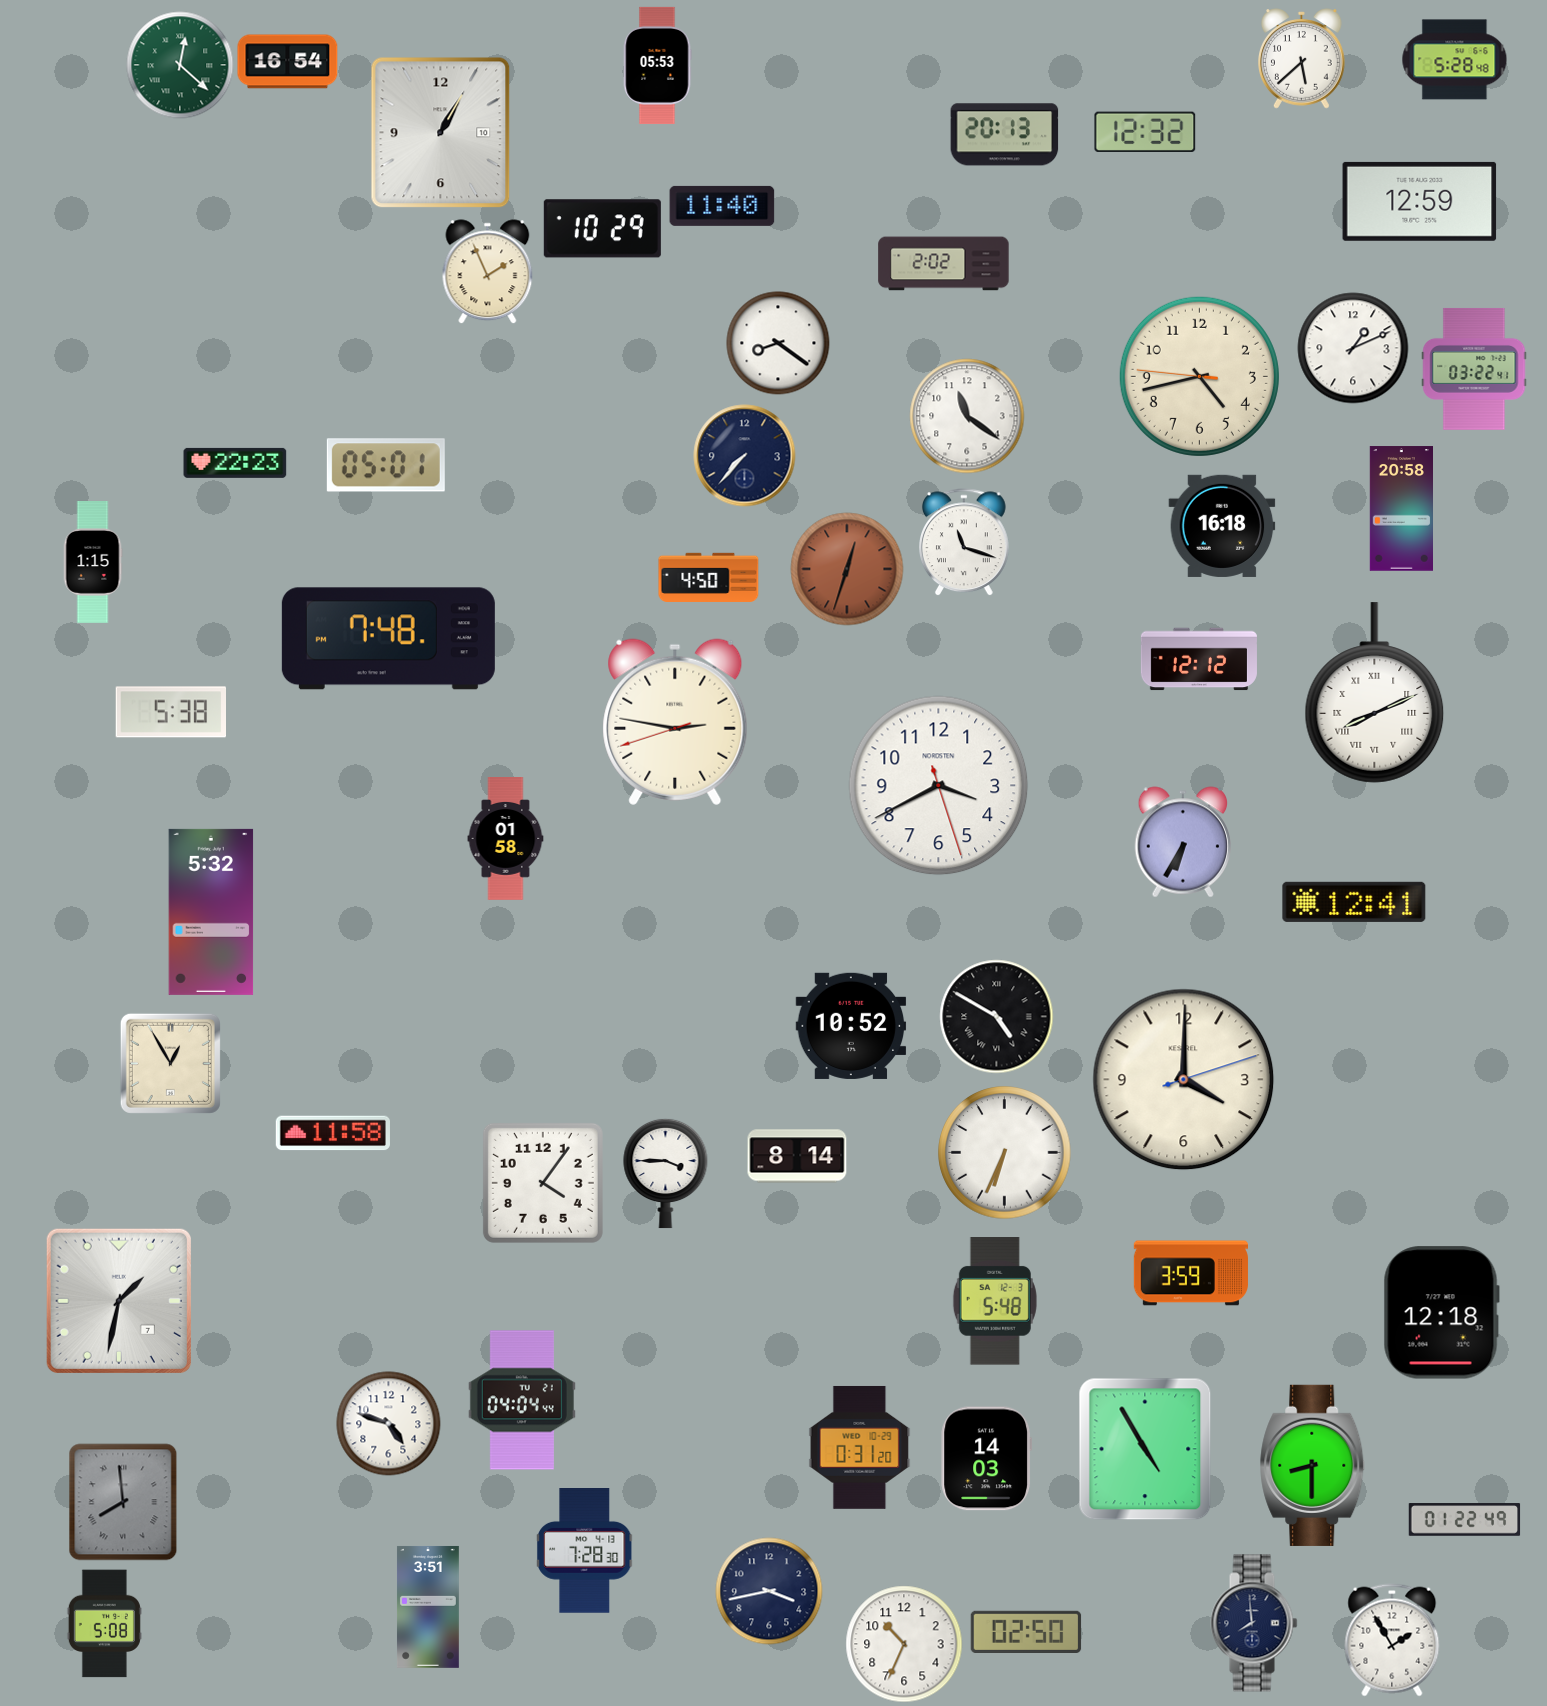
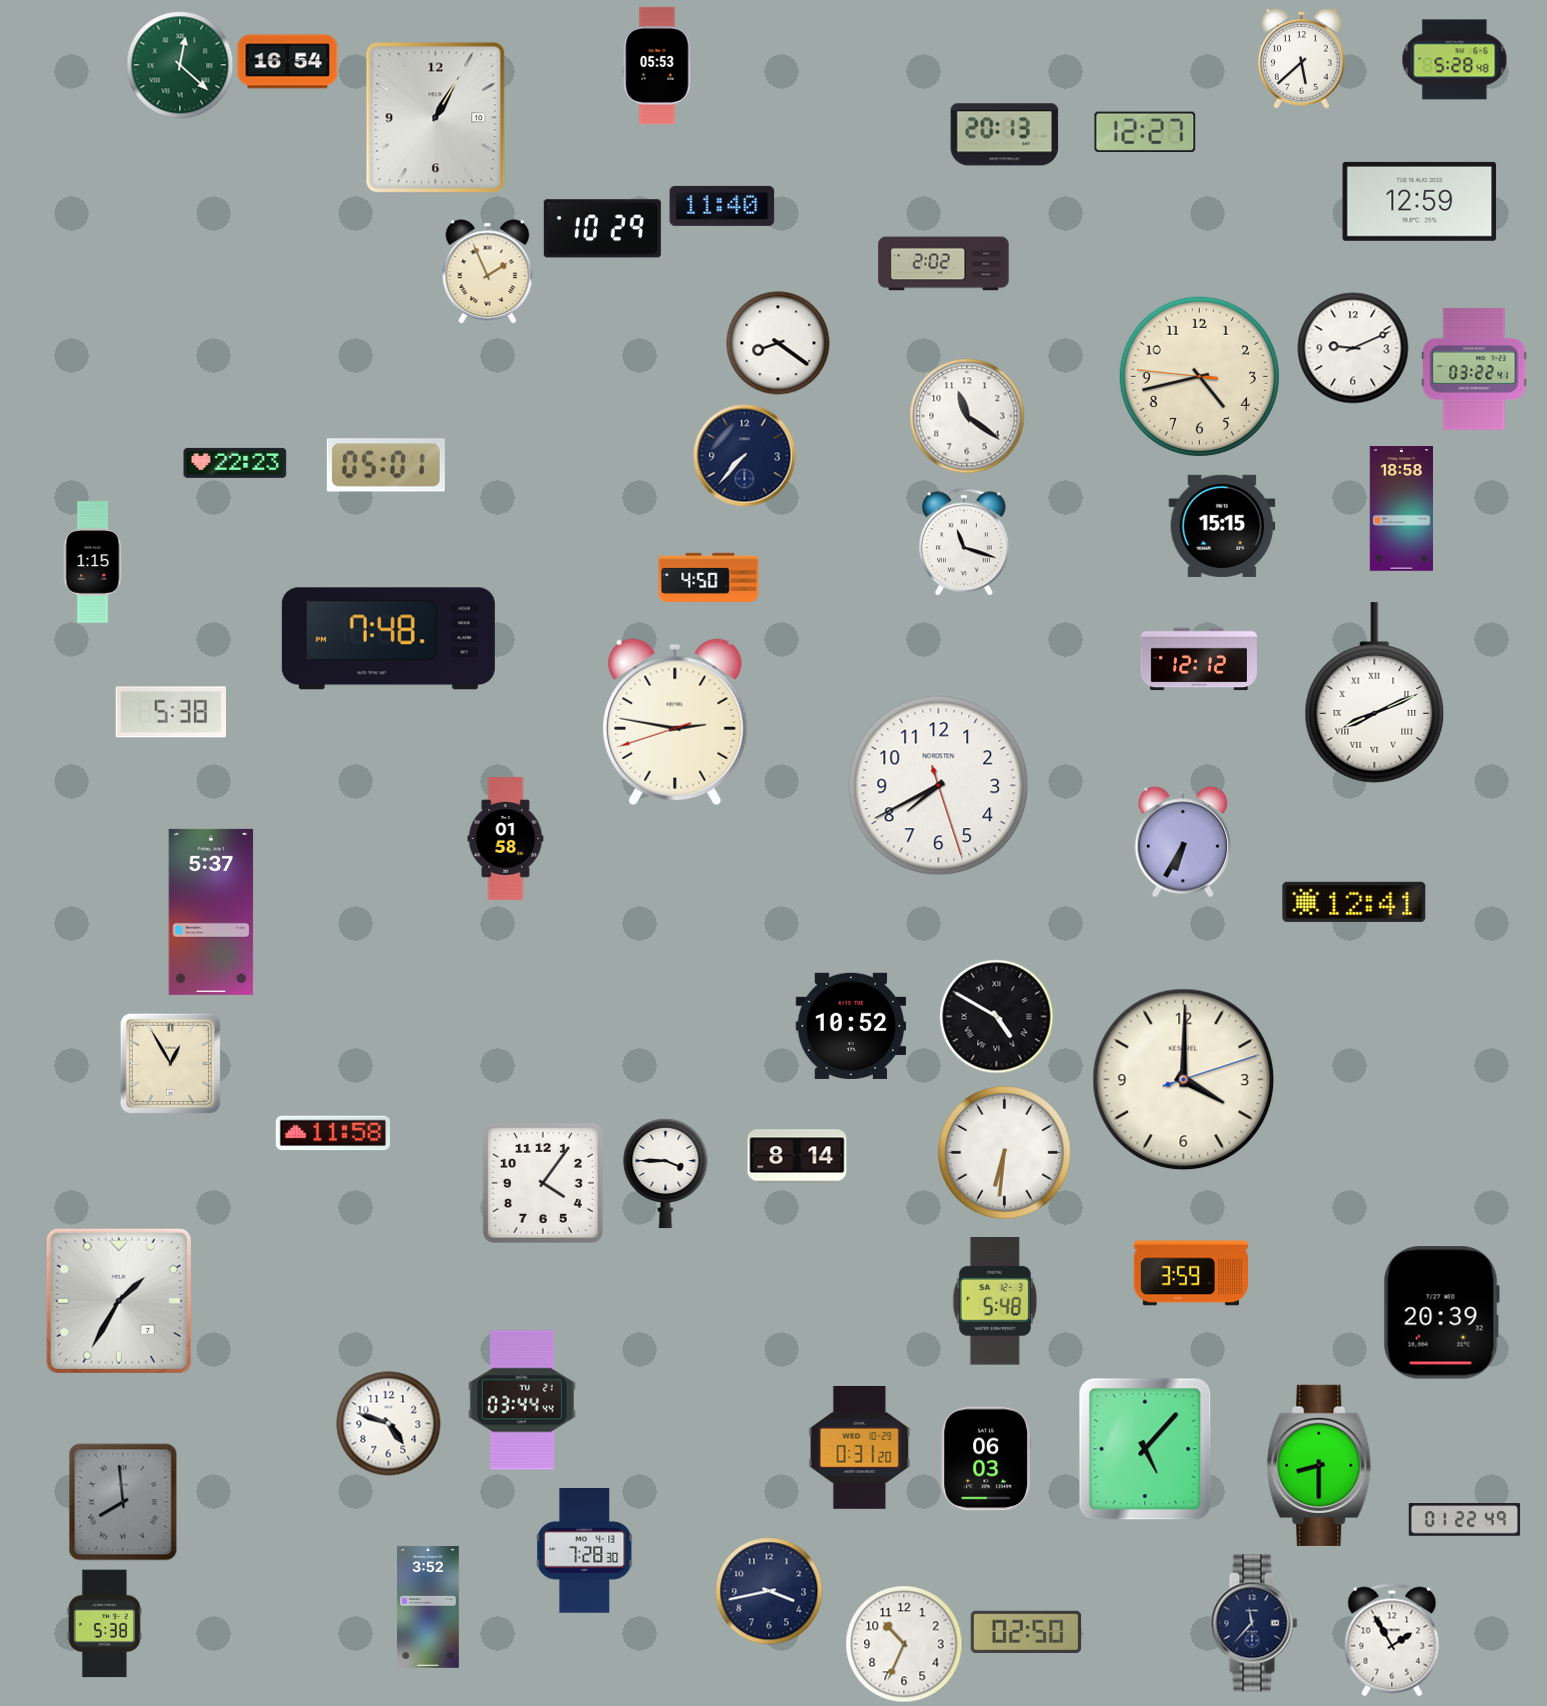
clock at (1145, 132): 12:32 -> 12:27
clock at (441, 133) position: (441, 133) -> (436, 118)
clock at (1353, 348): 1:11 -> 9:11
clock at (1401, 509): 20:58 -> 18:58
clock at (1222, 526): 16:18 -> 15:15
clock at (847, 569): 12:33 -> none
clock at (939, 786): 3:40 -> 7:40
clock at (211, 912): 5:32 -> 5:37
clock at (1005, 1153): 6:34 -> 6:31
clock at (119, 1301): 1:32 -> 1:35
clock at (1441, 1313): 12:18 -> 20:39
clock at (522, 1400): 04:04 -> 03:44
clock at (1145, 1449): 4:55 -> 5:07
clock at (987, 1459): 14:03 -> 06:03
clock at (1313, 1465) position: (1313, 1465) -> (1320, 1465)
clock at (428, 1607): 3:51 -> 3:52
clock at (1254, 1623): 7:59 -> 11:37
clock at (104, 1624): 5:08 -> 5:38
